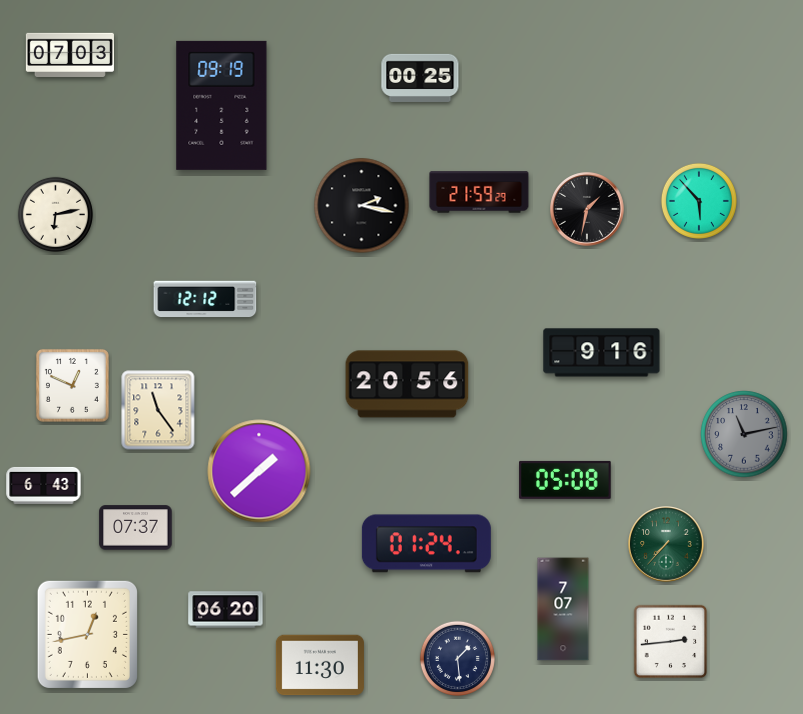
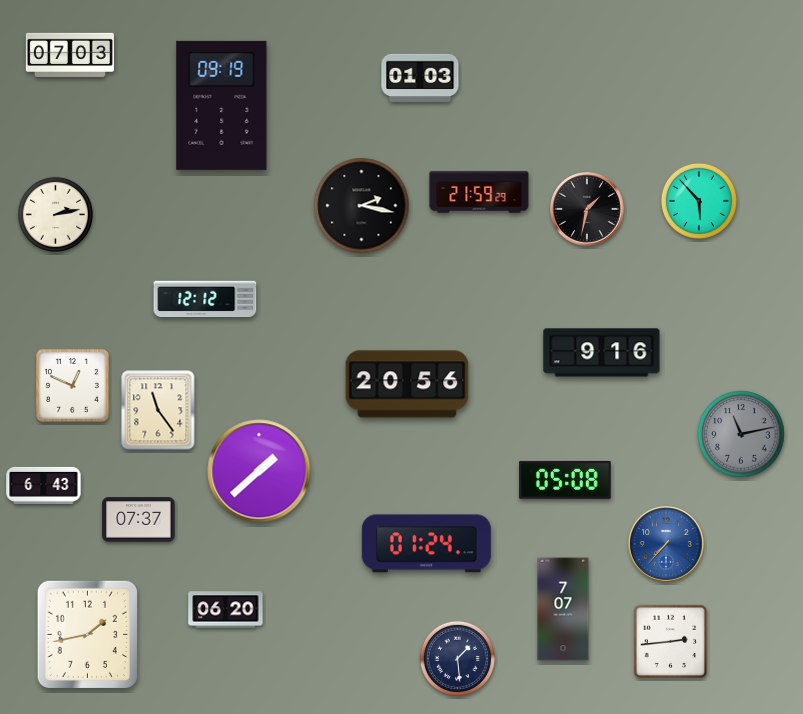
clock at (420, 78): 00:25 -> 01:03
clock at (55, 214): 6:13 -> 2:13
clock at (744, 434) position: (744, 434) -> (741, 434)
clock at (136, 528) position: (136, 528) -> (139, 520)
clock at (666, 544) dial: green -> blue
clock at (87, 634): 12:43 -> 1:43
clock at (320, 665): 11:30 -> none
